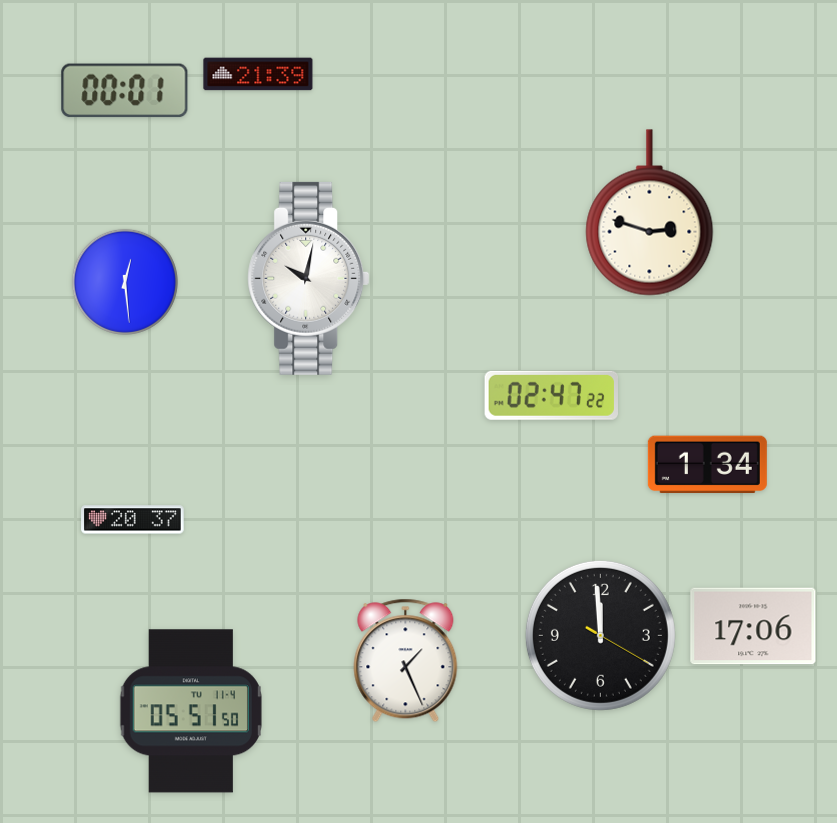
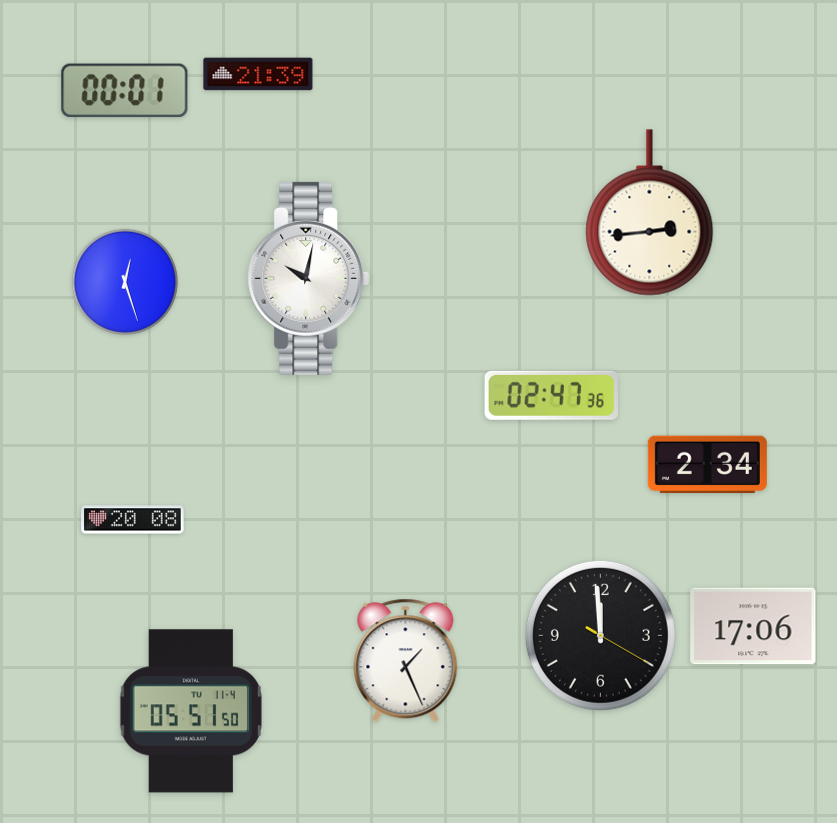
clock at (650, 213): 2:48 -> 2:44
clock at (125, 282): 12:29 -> 12:27
clock at (551, 395): 02:47:22 -> 02:47:36
clock at (707, 465): 1:34 -> 2:34
clock at (133, 520): 20:37 -> 20:08
